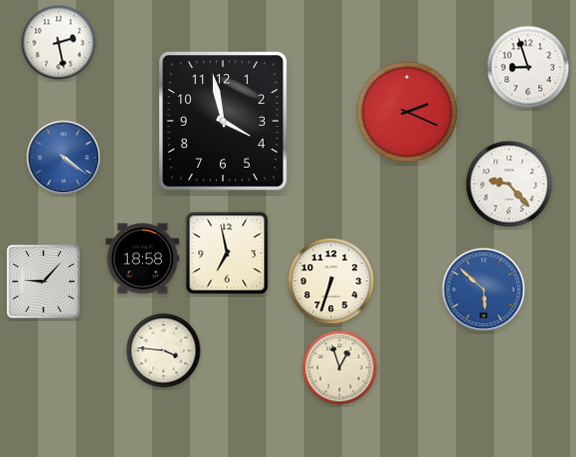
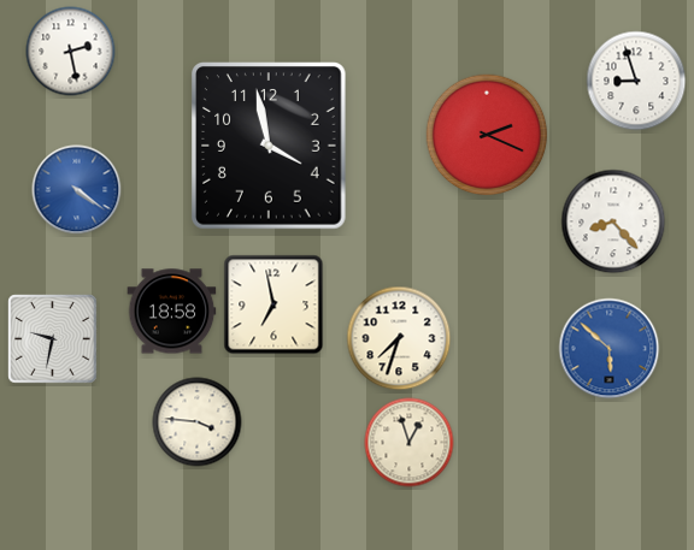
clock at (407, 112) position: (407, 112) -> (487, 135)
clock at (509, 184): 9:23 -> 8:23
clock at (331, 281): 6:33 -> 7:33
clock at (44, 282): 9:07 -> 9:32
clock at (484, 290) position: (484, 290) -> (610, 349)
